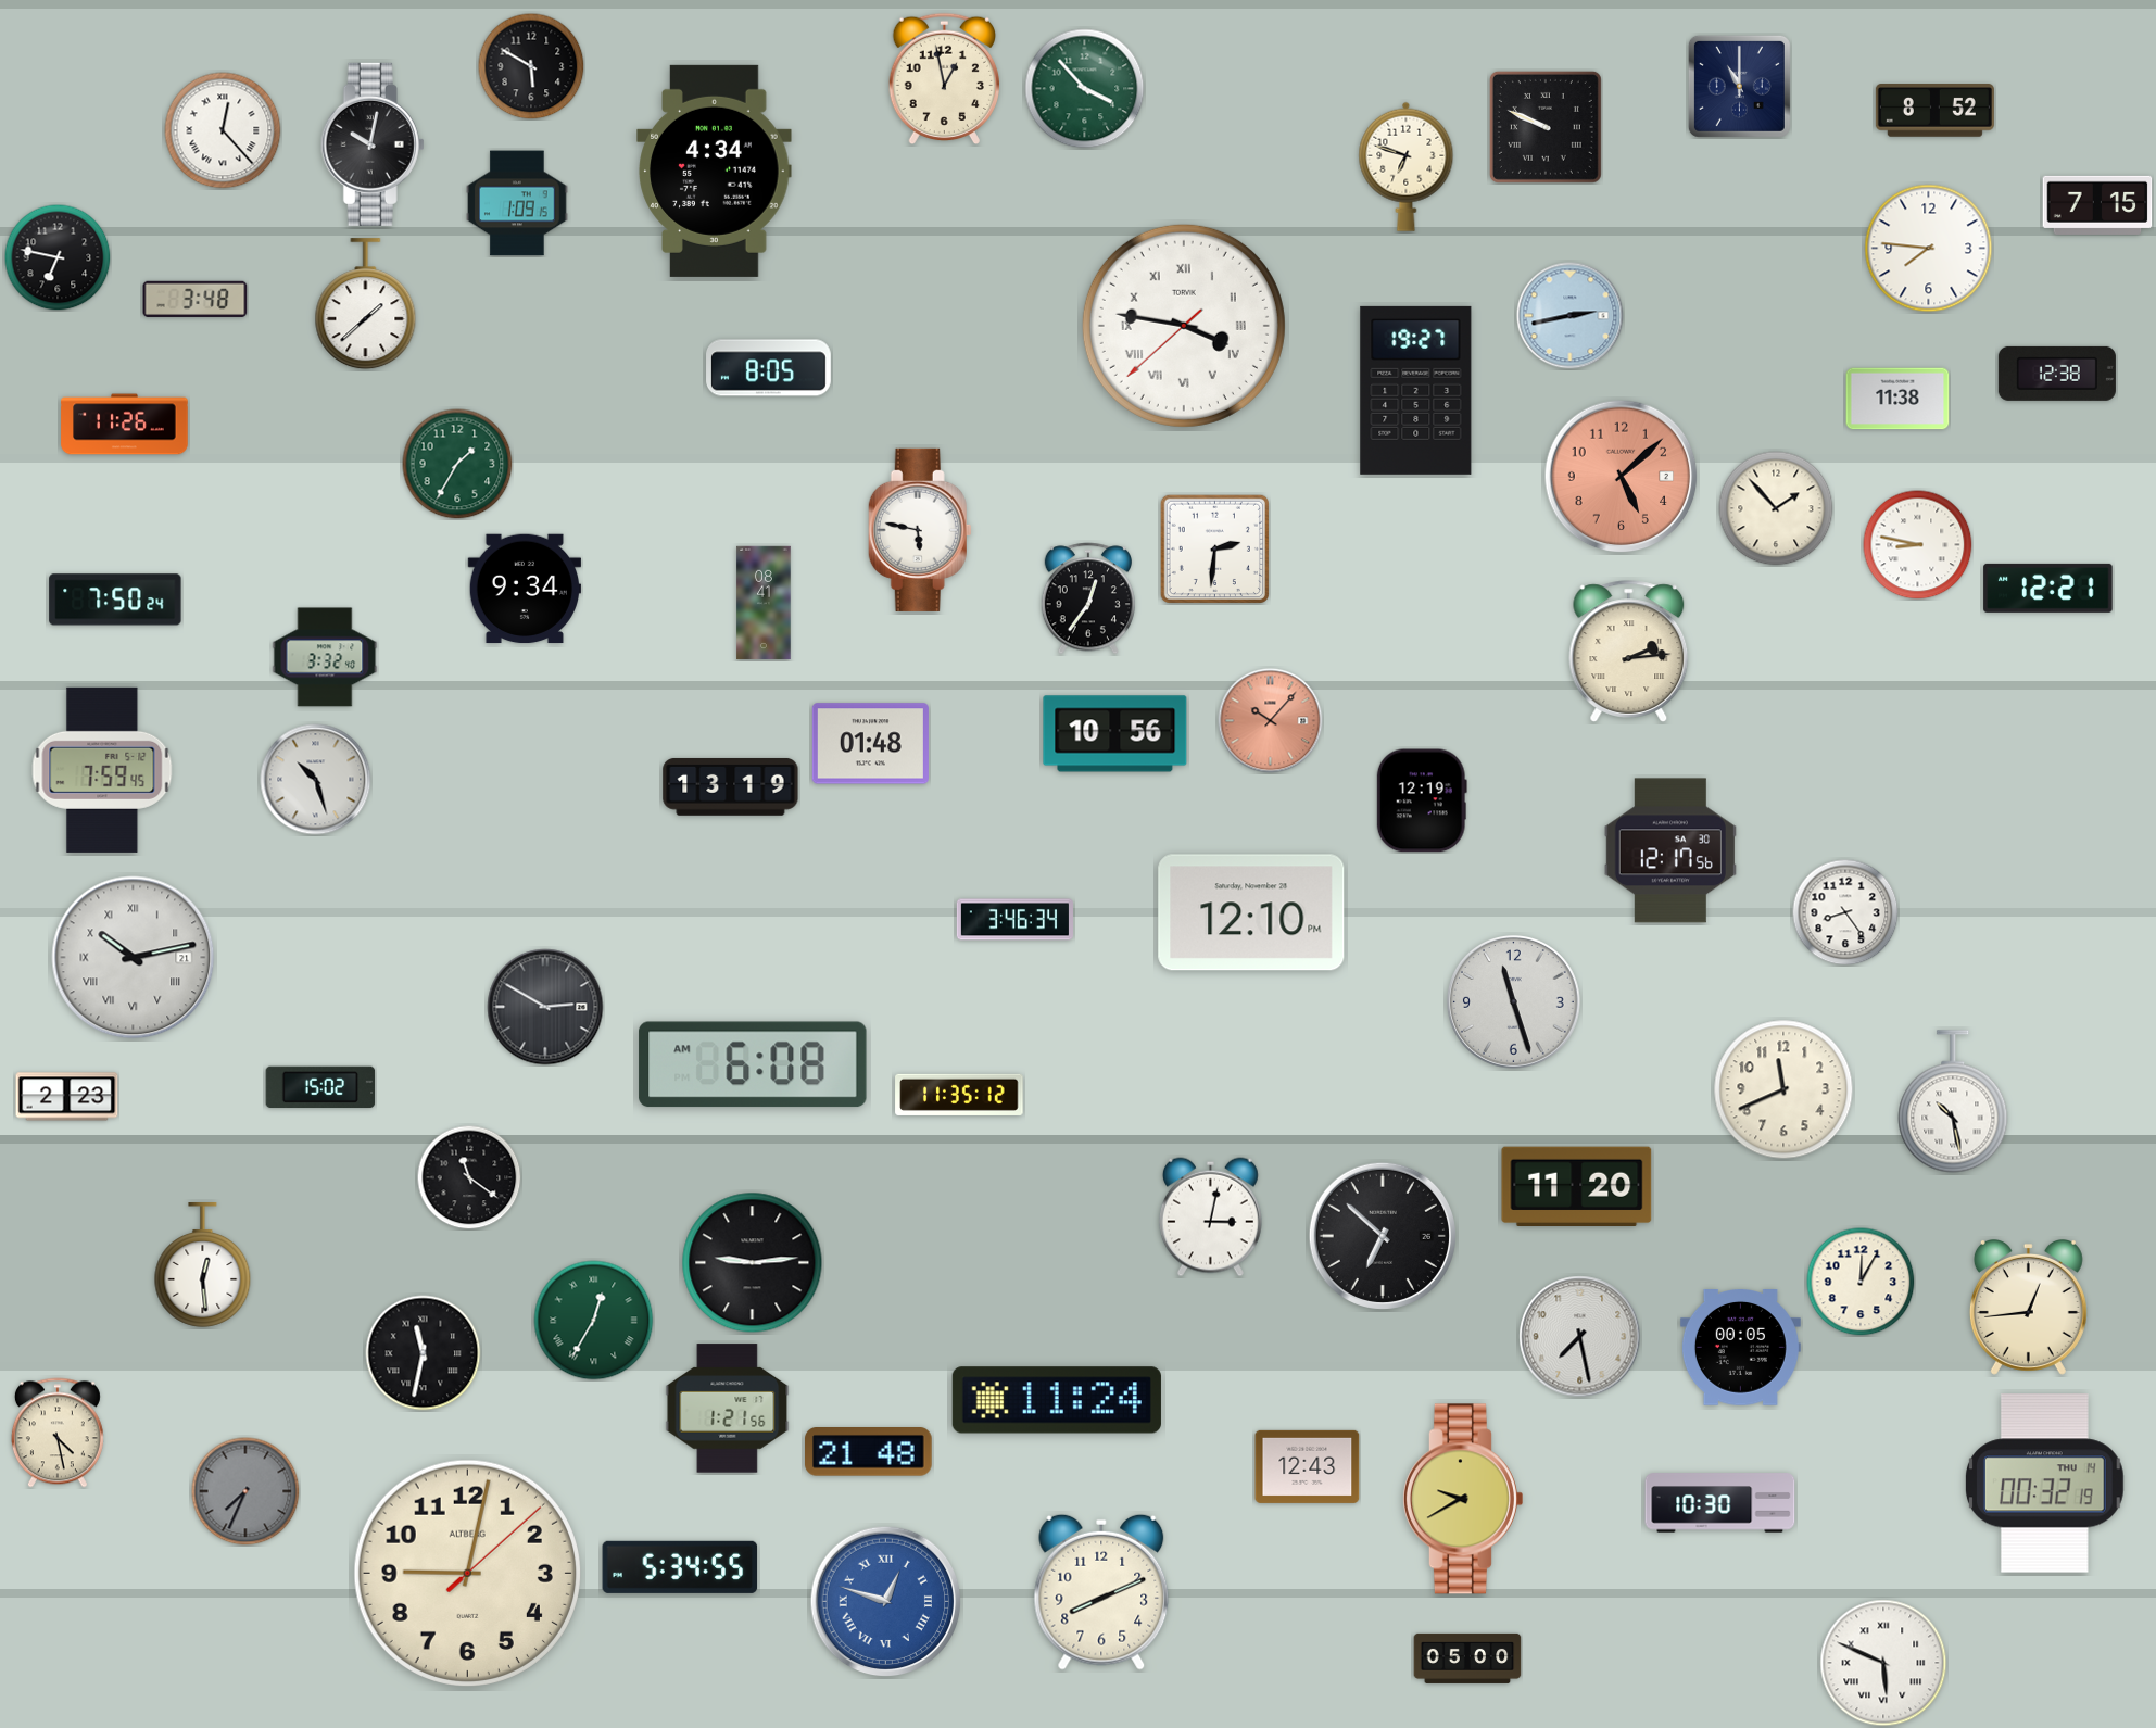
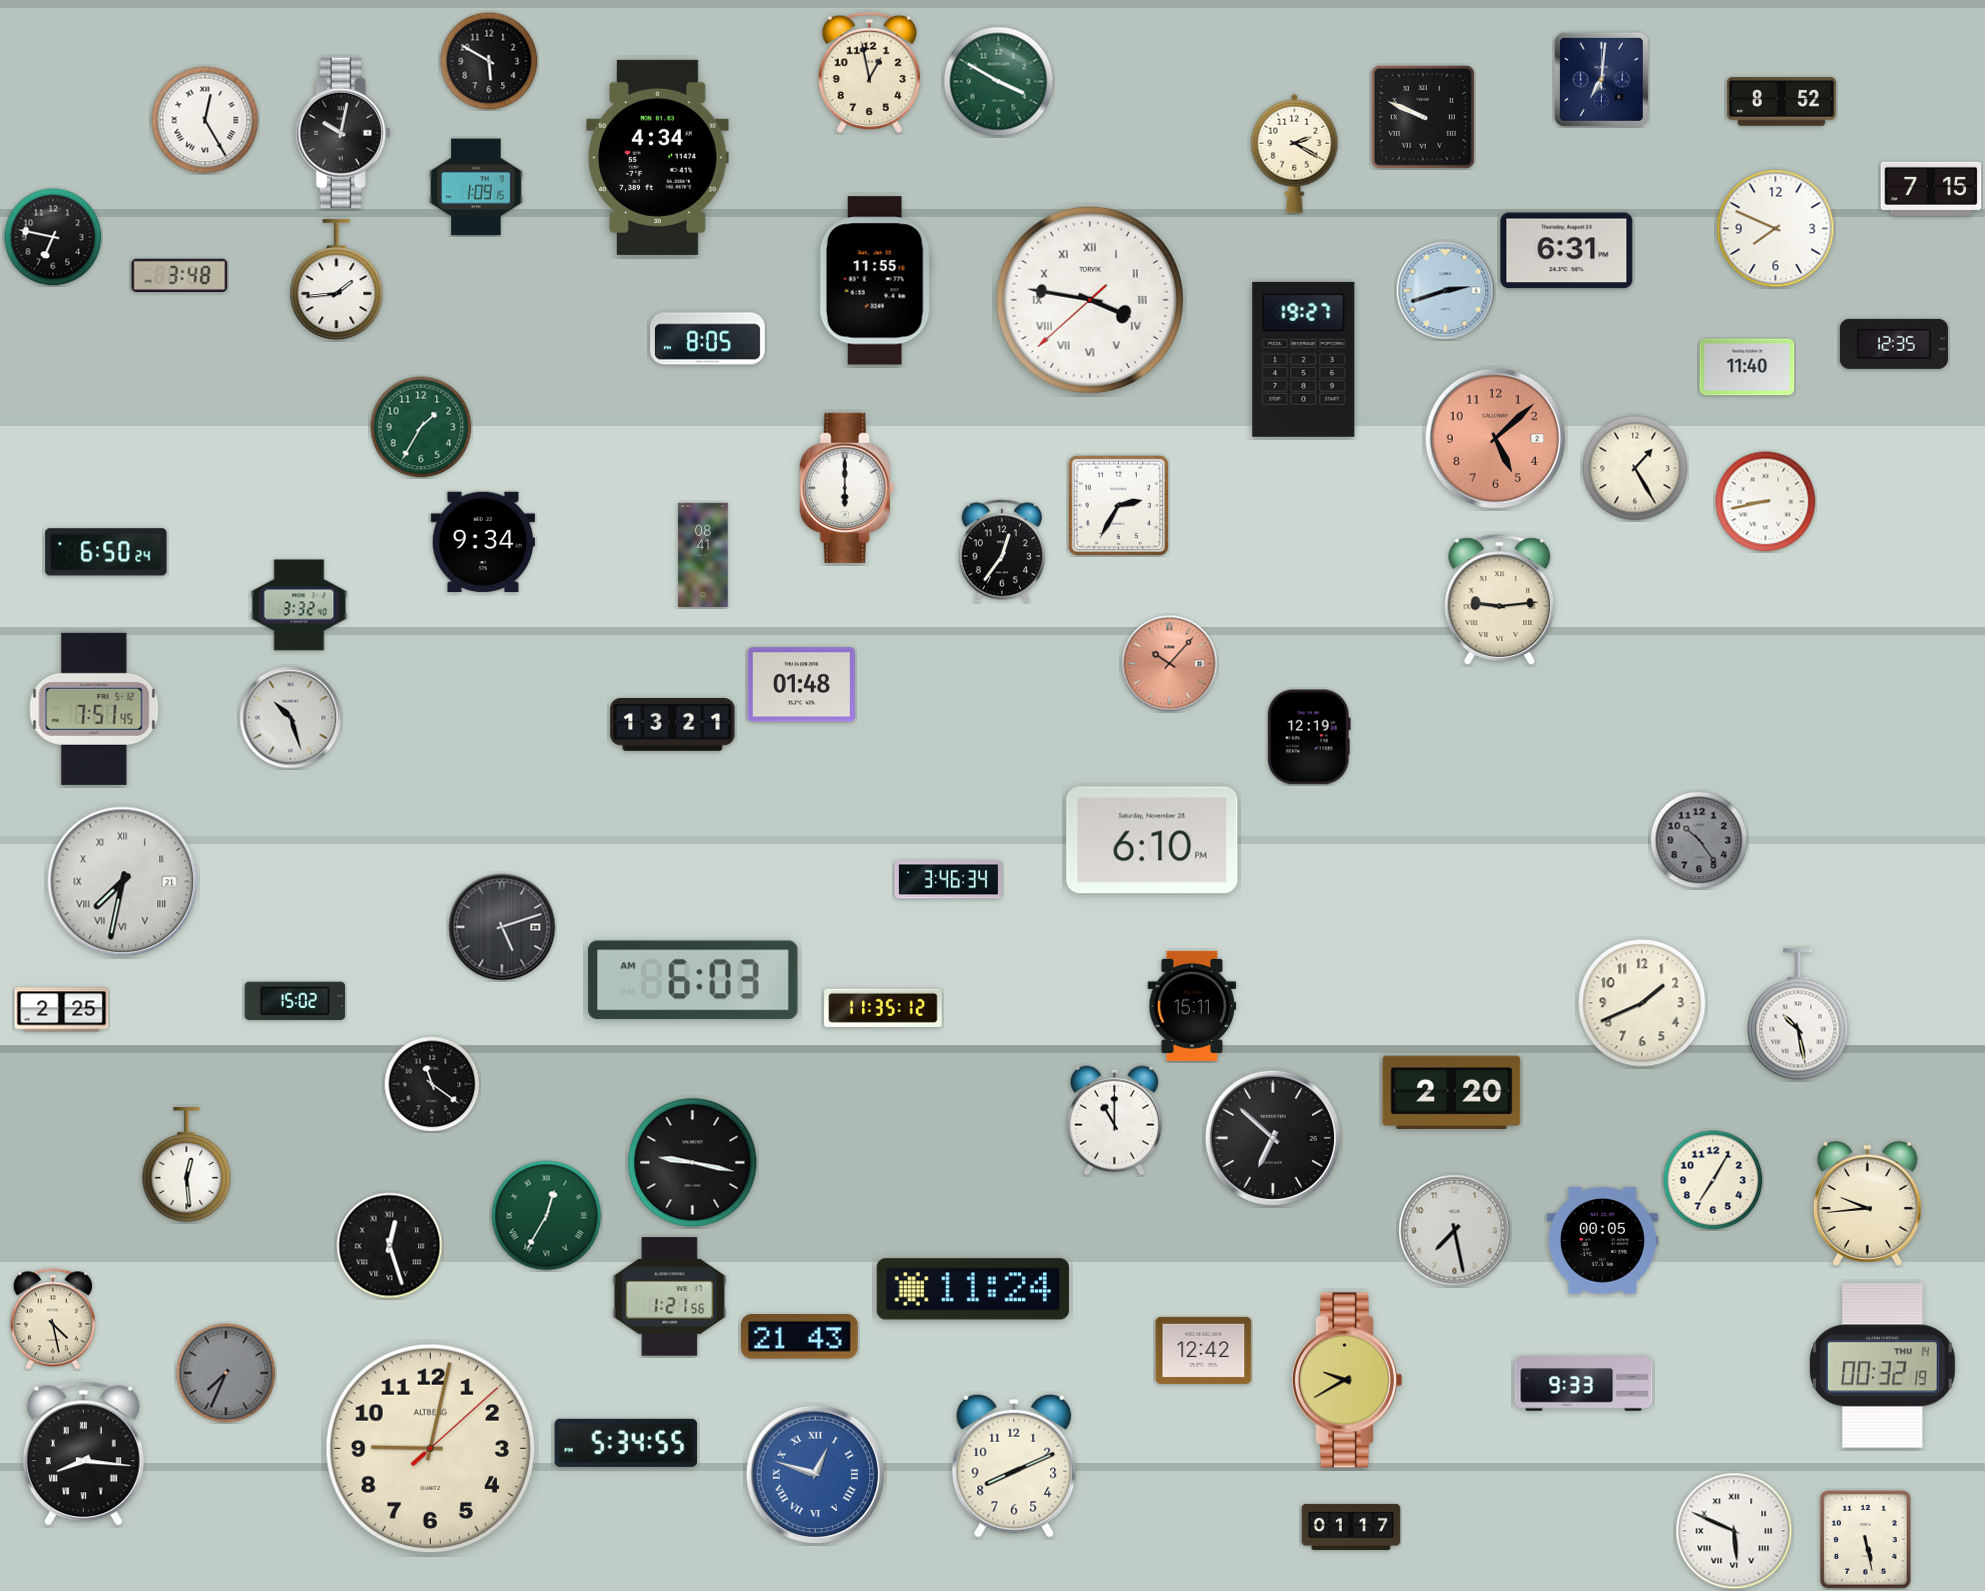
clock at (1739, 86): 11:00 -> 7:01
clock at (1085, 89): 3:53 -> 3:50
clock at (223, 130): 12:23 -> 12:25
clock at (1407, 166): 6:48 -> 2:20
clock at (1929, 249): 7:46 -> 7:49
clock at (1567, 251): none -> 6:31
clock at (366, 304): 1:38 -> 1:44
clock at (875, 281): none -> 11:55
clock at (1571, 316): 2:43 -> 2:42
clock at (2057, 374): 12:38 -> 12:35
clock at (1897, 399): 11:38 -> 11:40
clock at (125, 425): 11:26 -> none
clock at (1622, 477) position: (1622, 477) -> (1496, 439)
clock at (1776, 508): 1:53 -> 1:25
clock at (920, 530): 5:47 -> 6:00
clock at (1918, 545): 8:47 -> 8:43
clock at (1214, 548): 2:31 -> 2:35
clock at (2048, 588): 12:21 -> none
clock at (115, 600): 7:50 -> 6:50
clock at (1629, 652): 2:14 -> 9:14
clock at (1115, 734): 10:56 -> none
clock at (102, 770): 7:59 -> 7:51
clock at (731, 786): 13:19 -> 13:21
clock at (1670, 850): 12:17 -> none
clock at (1251, 912): 12:10 -> 6:10
clock at (1845, 912): 8:24 -> 10:24
clock at (1845, 912) dial: white -> grey
clock at (1014, 920) position: (1014, 920) -> (948, 880)
clock at (134, 958): 10:13 -> 7:32
clock at (1513, 1001): 11:27 -> none
clock at (545, 1007): 2:50 -> 5:12
clock at (753, 1064): 6:08 -> 6:03
clock at (1783, 1089): 11:41 -> 1:41
clock at (1192, 1006): none -> 15:11
clock at (67, 1097): 2:23 -> 2:25
clock at (1577, 1186): 11:20 -> 2:20
clock at (1210, 1218): 3:02 -> 11:00
clock at (753, 1263): 9:14 -> 9:17
clock at (1861, 1282): 12:05 -> 7:05
clock at (2028, 1308): 12:44 -> 9:44
clock at (424, 1353): 11:32 -> 12:27
clock at (869, 1452): 21:48 -> 21:43
clock at (1308, 1466): 12:43 -> 12:42
clock at (1720, 1503): 10:30 -> 9:33
clock at (83, 1454): none -> 8:16
clock at (1467, 1658): 05:00 -> 01:17
clock at (1866, 1540): none -> 5:28
